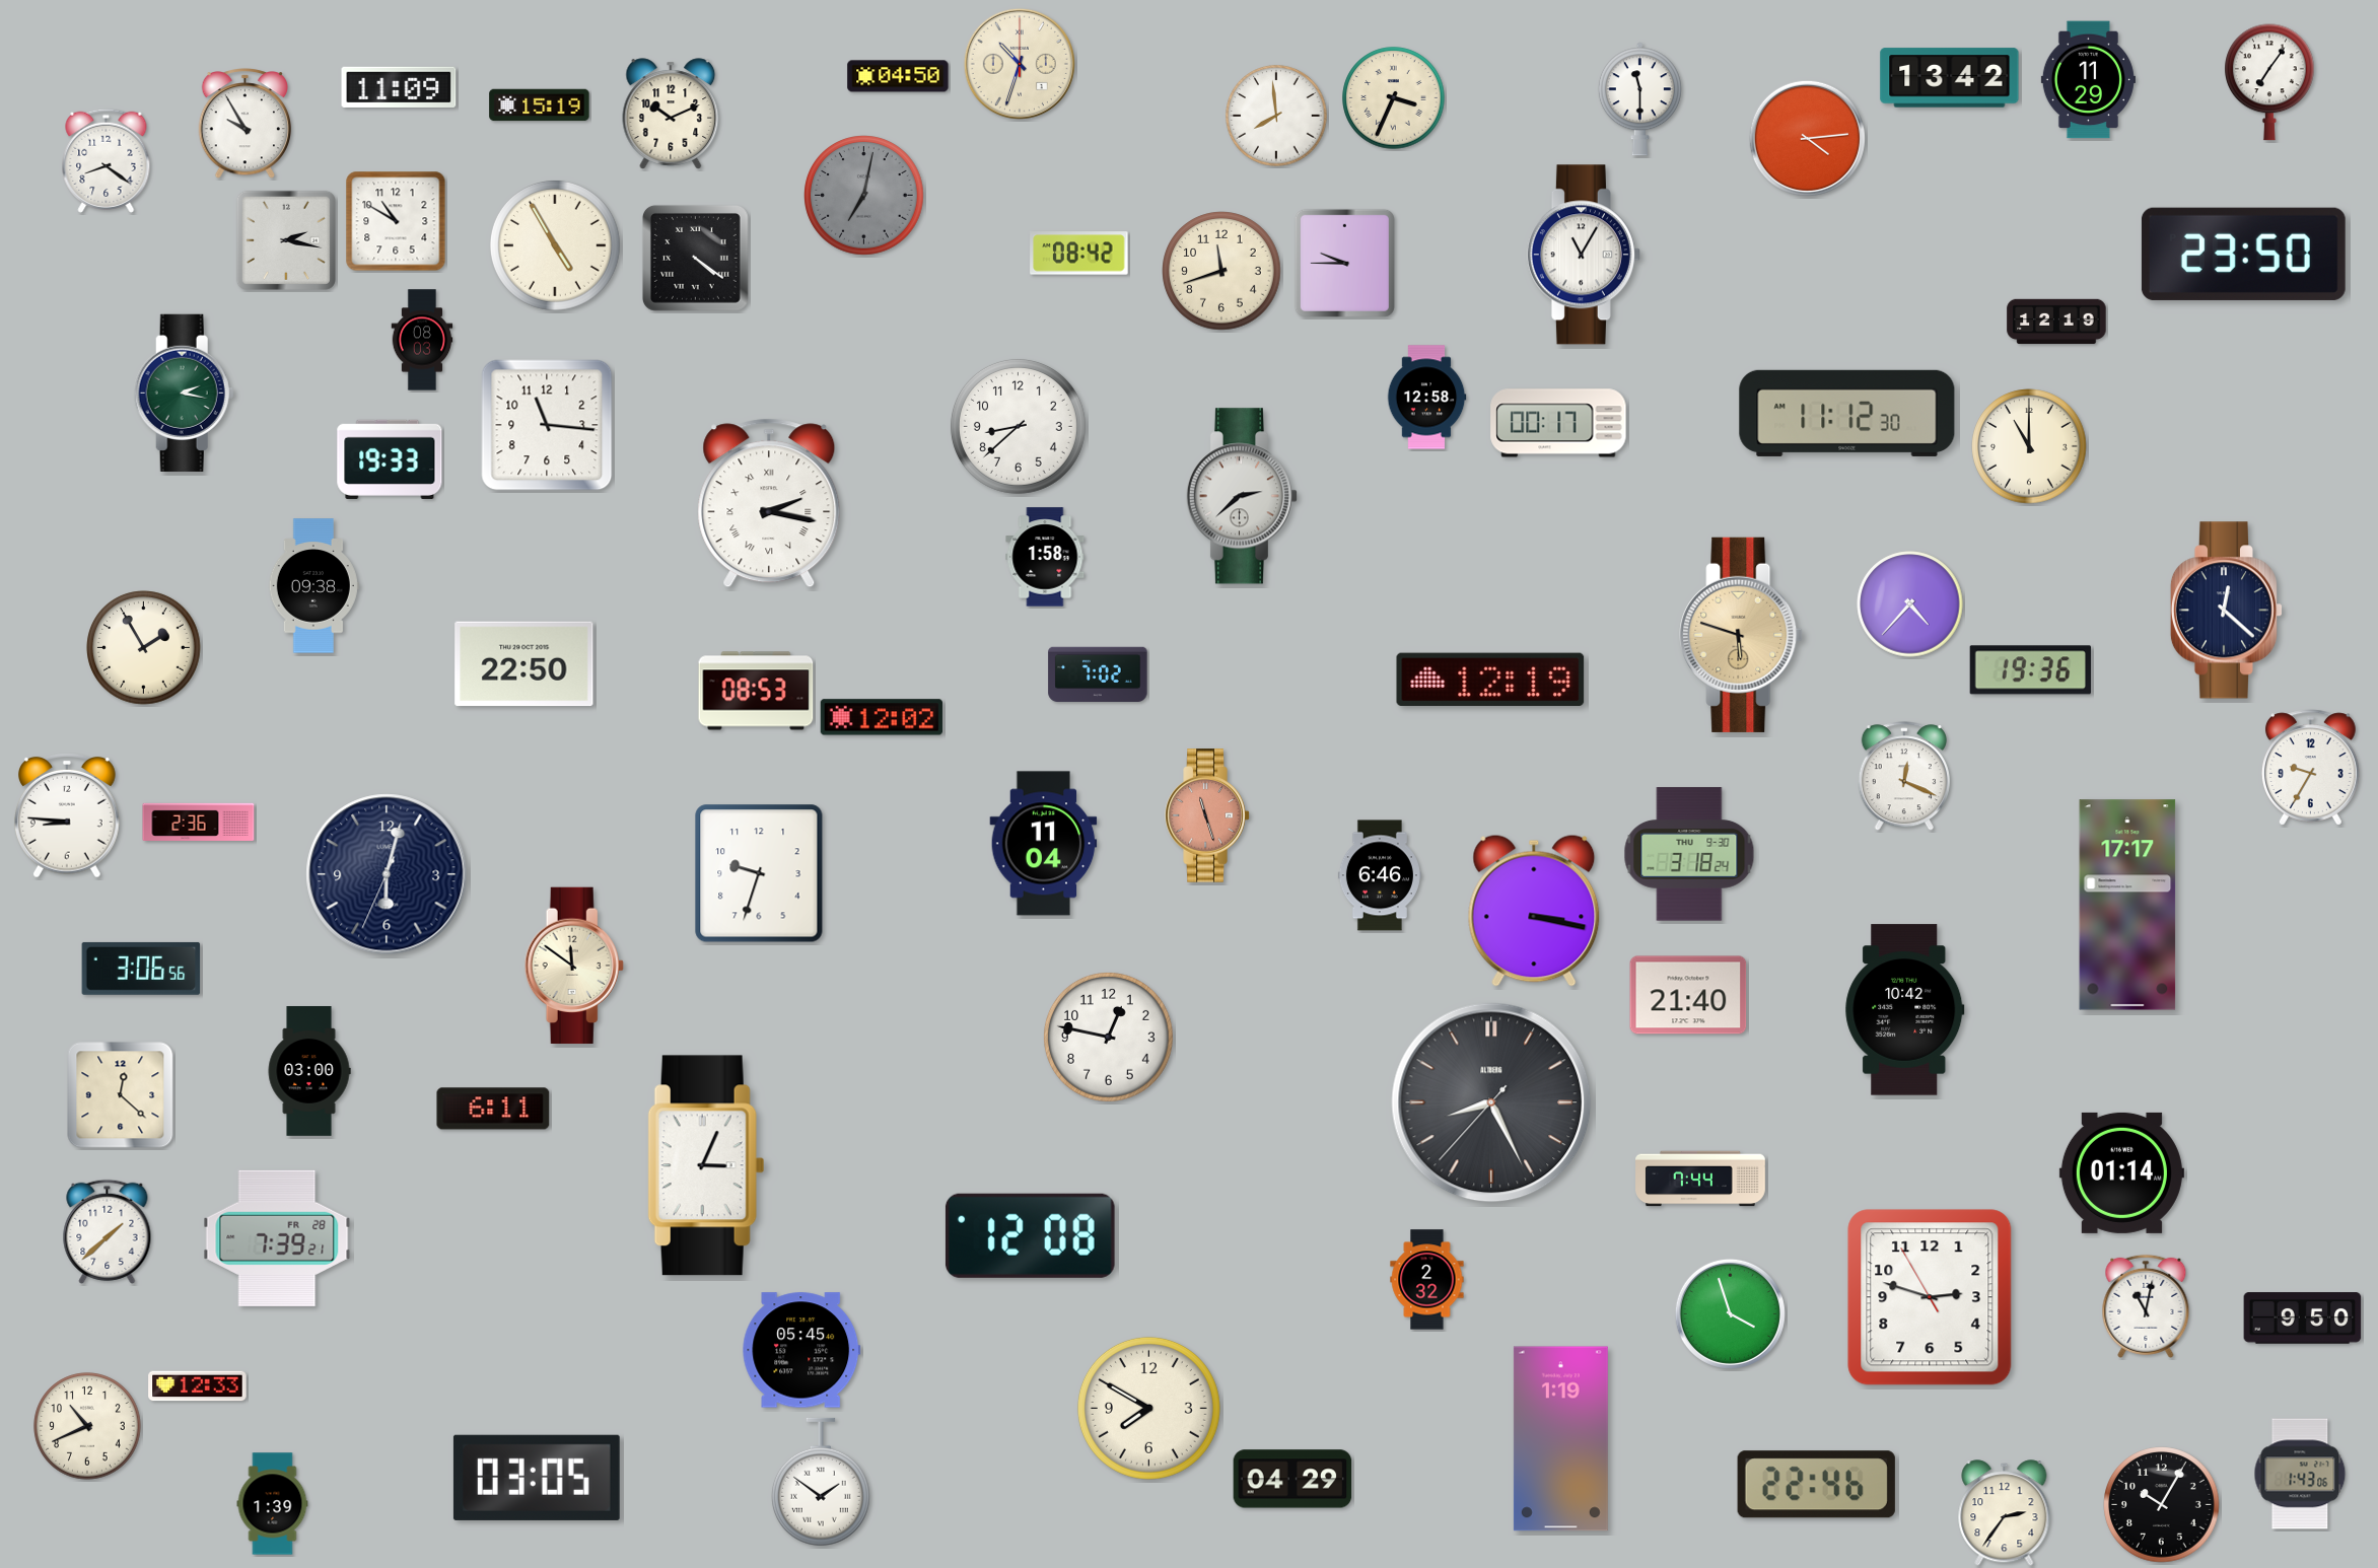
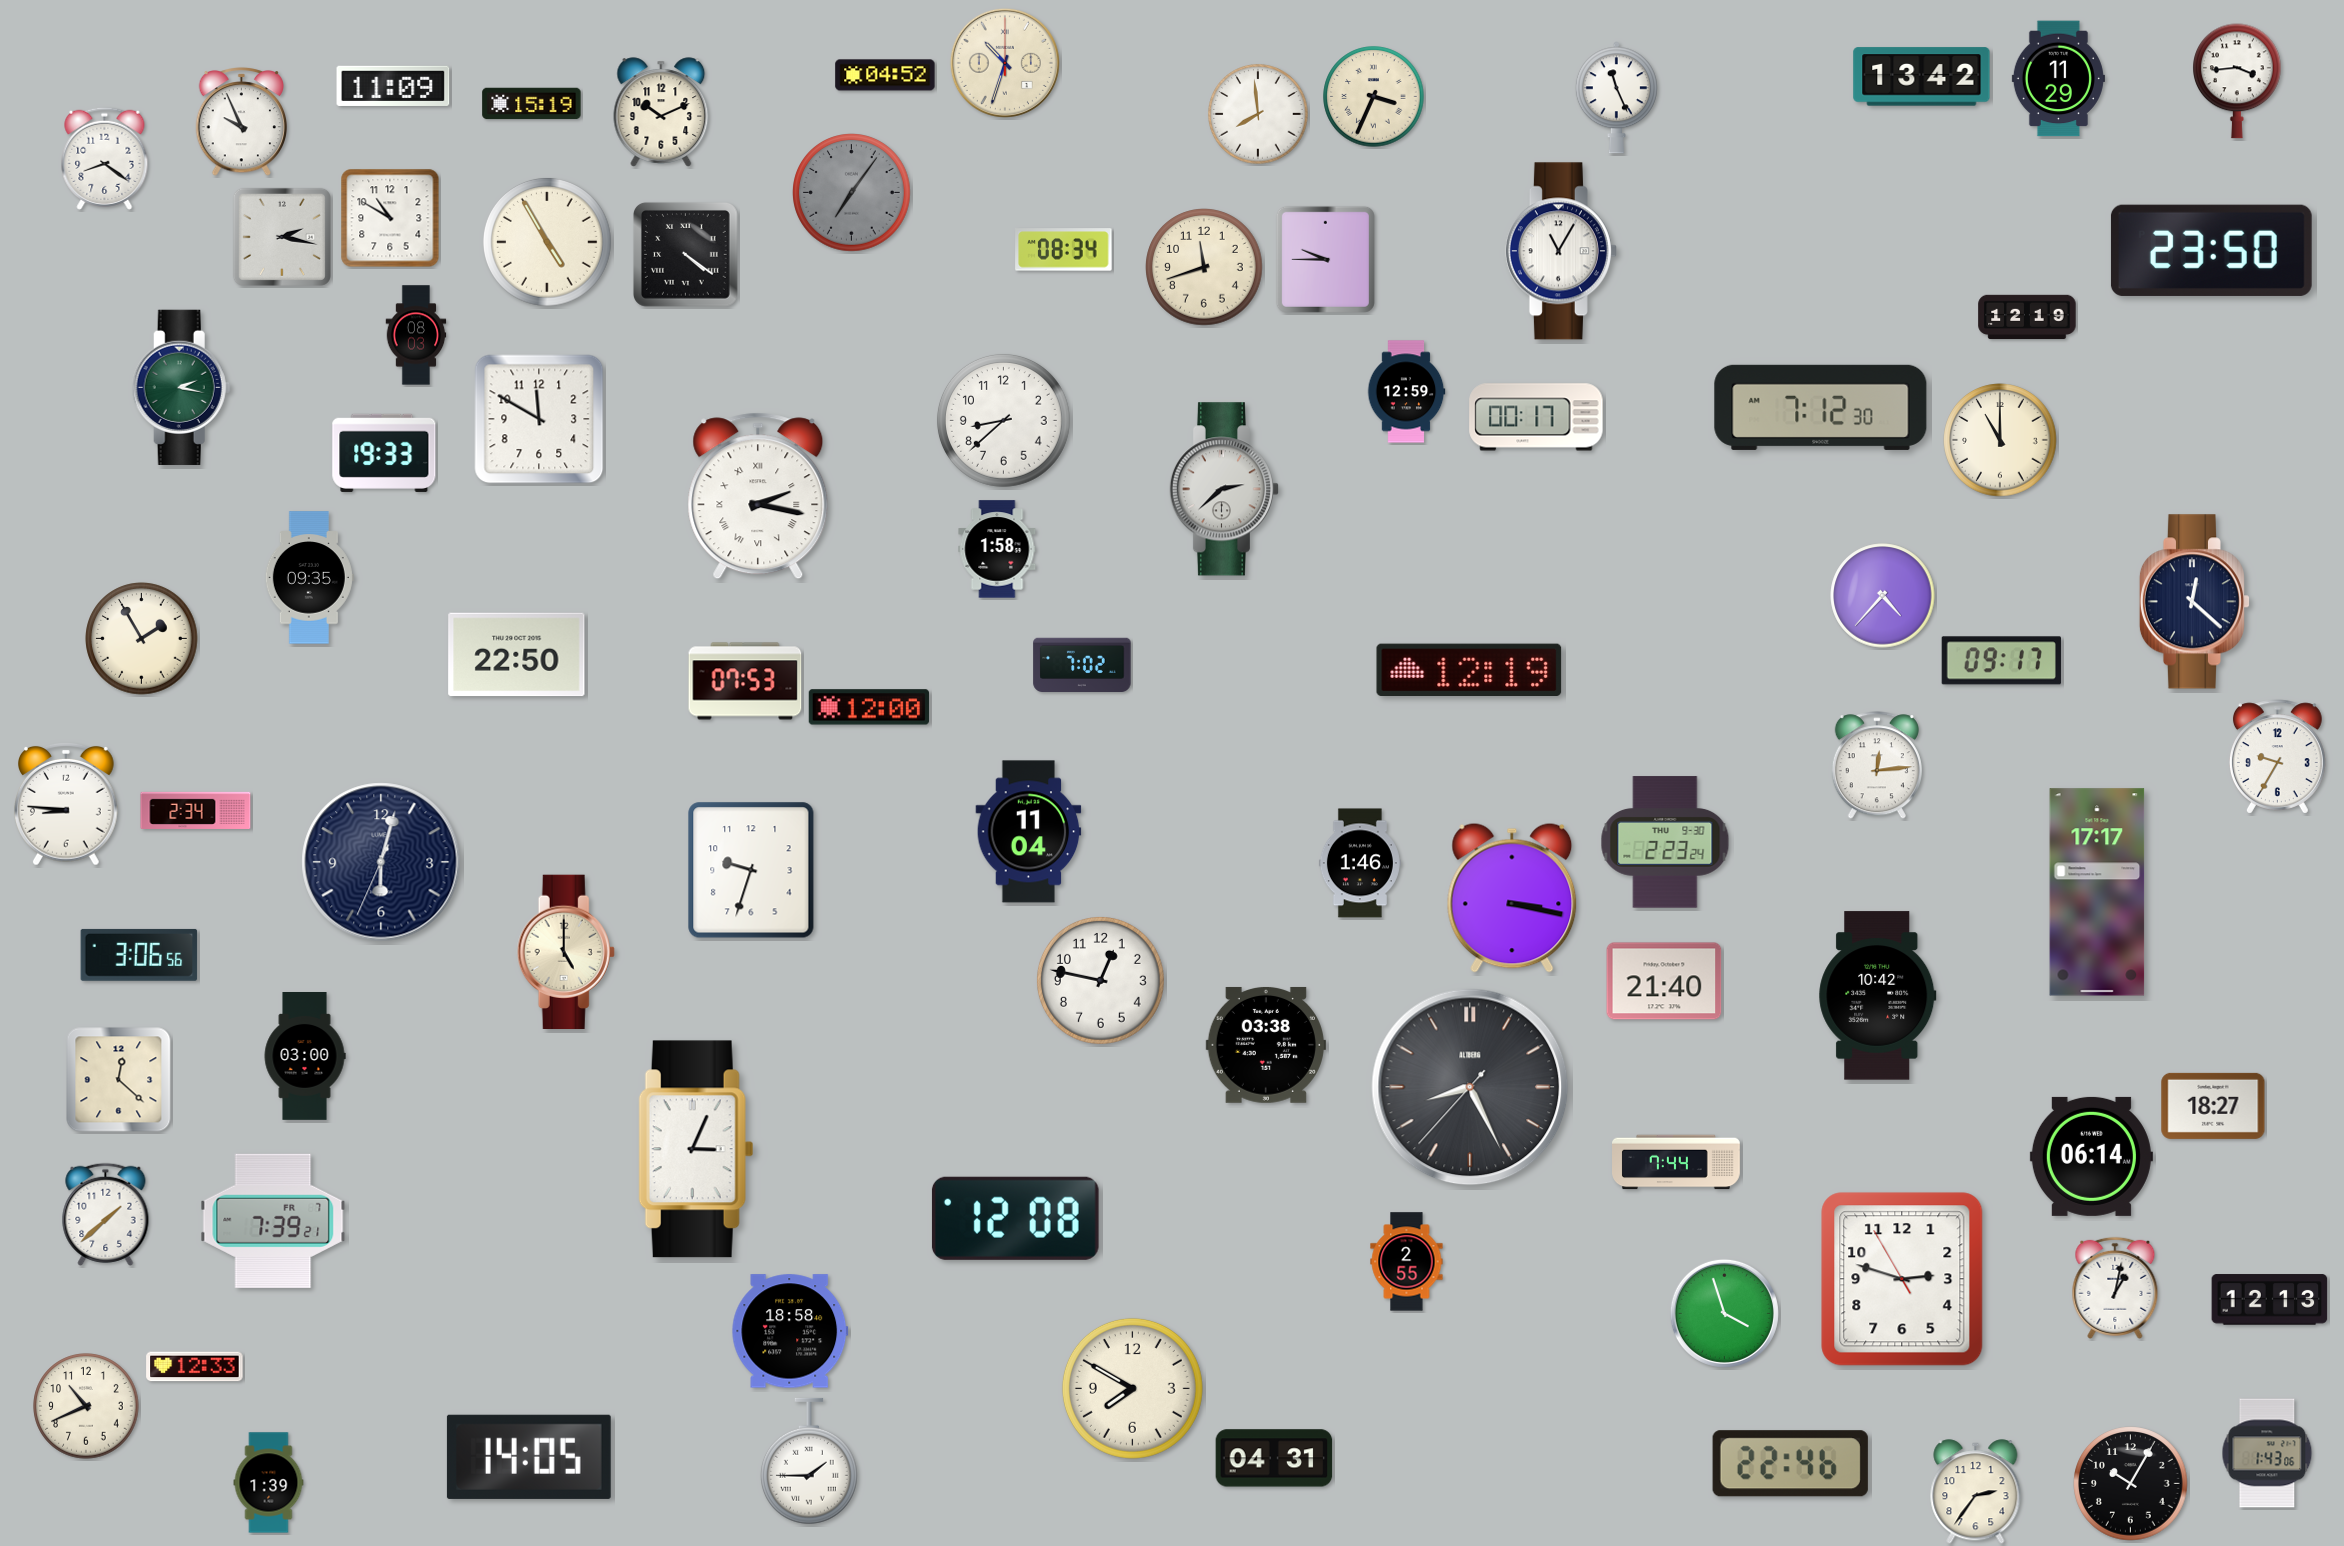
clock at (898, 76): 04:50 -> 04:52
clock at (2270, 82): 7:06 -> 3:44
clock at (1639, 99): 11:30 -> 11:26
clock at (246, 124): 9:55 -> 9:56
clock at (1807, 138): 4:14 -> none
clock at (864, 196): 7:02 -> 7:06
clock at (1079, 254): 08:42 -> 08:34
clock at (1426, 398): 12:58 -> 12:59
clock at (1847, 413): 11:12 -> 7:12
clock at (547, 425): 11:16 -> 11:50
clock at (1045, 557) position: (1045, 557) -> (997, 549)
clock at (313, 586): 09:38 -> 09:35
clock at (1741, 635): 5:48 -> none
clock at (2030, 670): 19:36 -> 09:17
clock at (756, 691): 08:53 -> 07:53
clock at (882, 717): 12:02 -> 12:00
clock at (1904, 777): 12:19 -> 12:14
clock at (1207, 815): 11:27 -> none
clock at (199, 822): 2:36 -> 2:34
clock at (1689, 854): 3:18 -> 2:23
clock at (759, 873) position: (759, 873) -> (751, 870)
clock at (1380, 875): 6:46 -> 1:46
clock at (574, 965): 11:51 -> 5:00
clock at (1109, 1038) position: (1109, 1038) -> (1101, 981)
clock at (1266, 1045): none -> 03:38
clock at (493, 1109): 6:11 -> none
clock at (2213, 1106): none -> 18:27
clock at (2121, 1172): 01:14 -> 06:14
clock at (277, 1238) date: FR 28 -> FR 7
clock at (1427, 1280): 2:32 -> 2:55
clock at (2146, 1306): 11:02 -> 1:02
clock at (1730, 1313) position: (1730, 1313) -> (1724, 1313)
clock at (2303, 1318): 9:50 -> 12:13
clock at (801, 1350): 05:45 -> 18:58
clock at (1560, 1439): 1:19 -> none
clock at (537, 1478): 03:05 -> 14:05
clock at (1292, 1479): 04:29 -> 04:31
clock at (821, 1482): 1:51 -> 1:45
